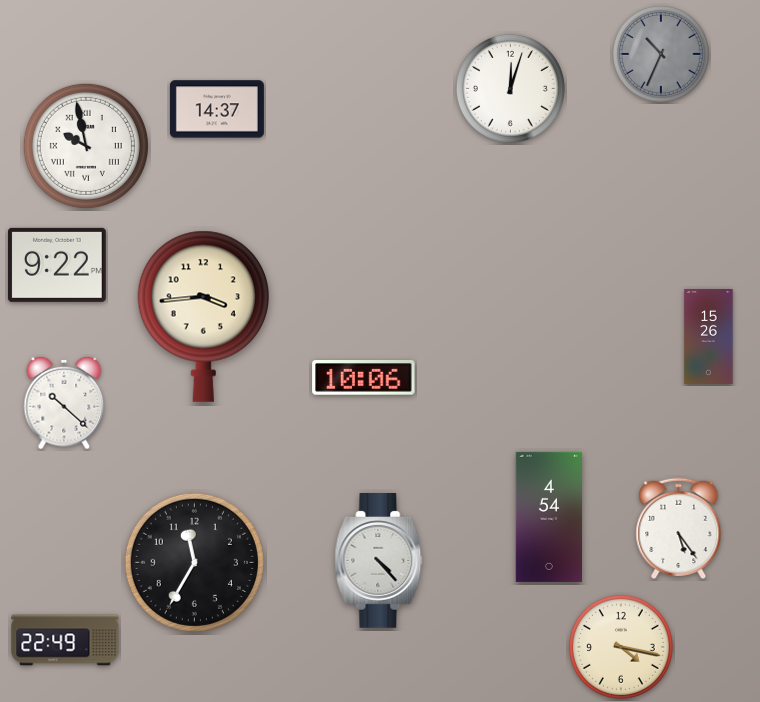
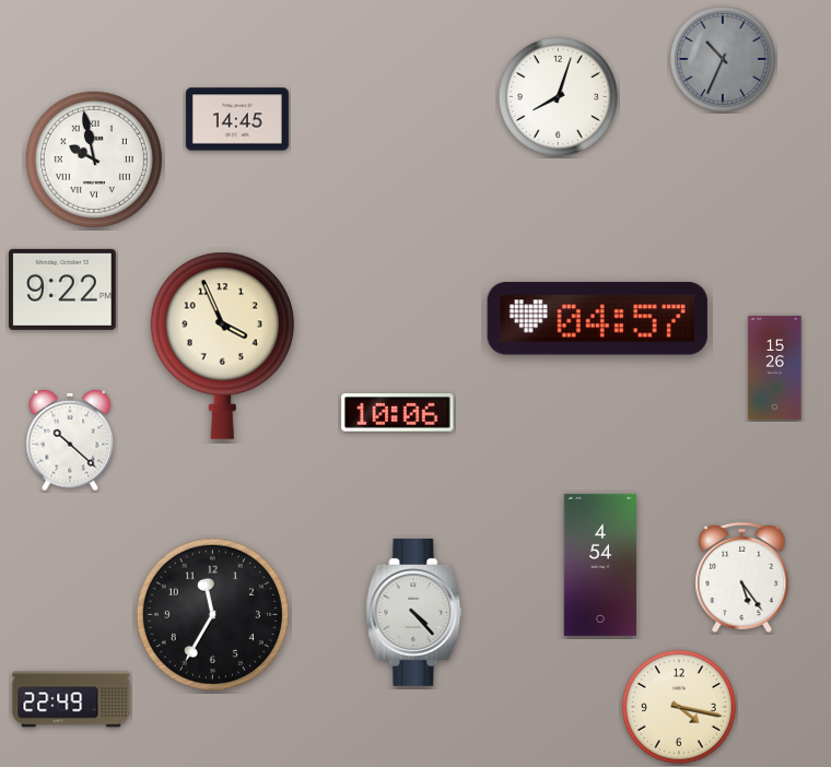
clock at (510, 88): 12:03 -> 8:03
clock at (217, 109): 14:37 -> 14:45
clock at (597, 319): none -> 04:57
clock at (203, 316): 3:44 -> 3:56
